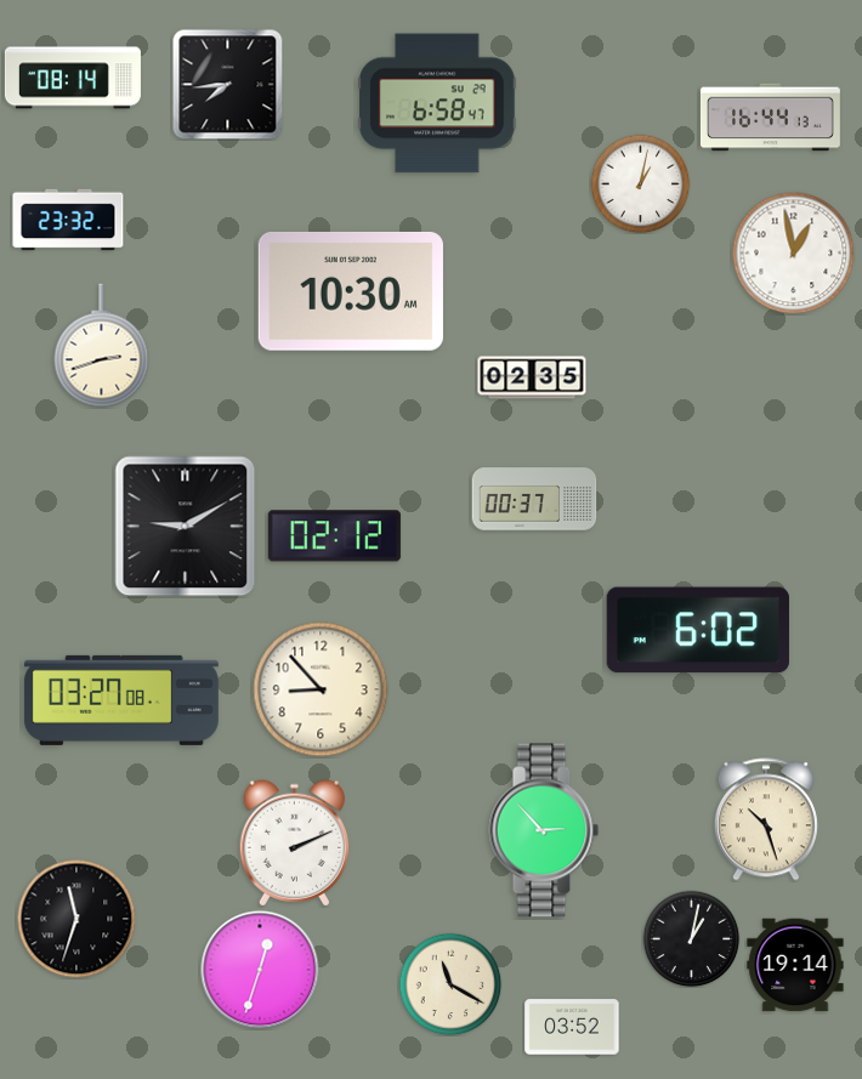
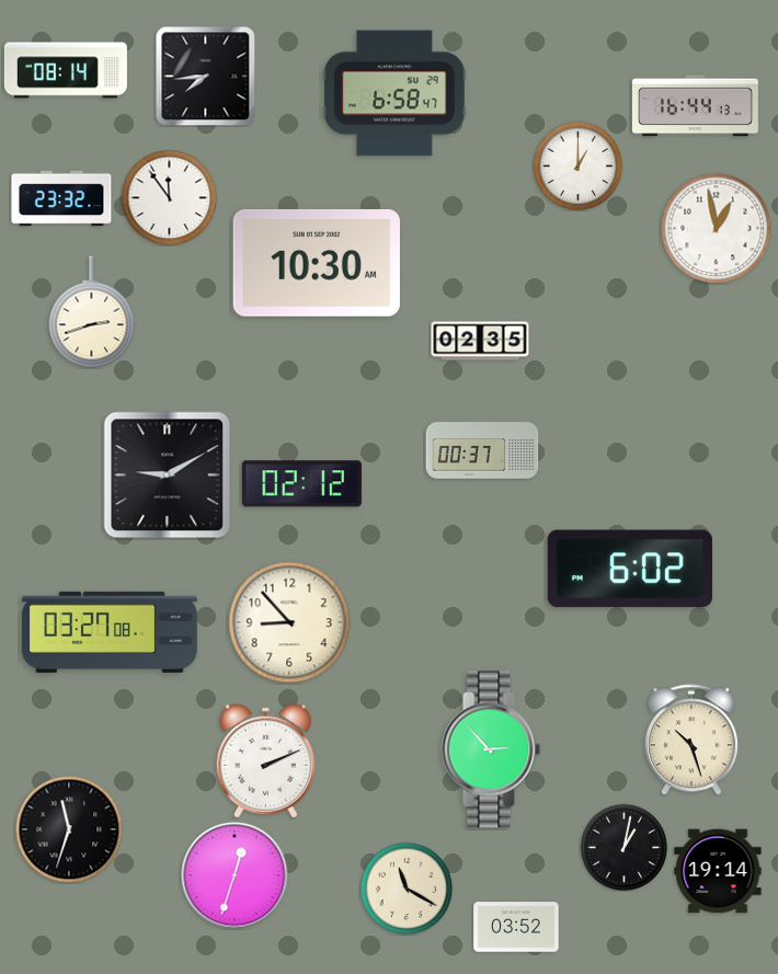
clock at (640, 183): 1:02 -> 1:00
clock at (169, 197): none -> 11:54
